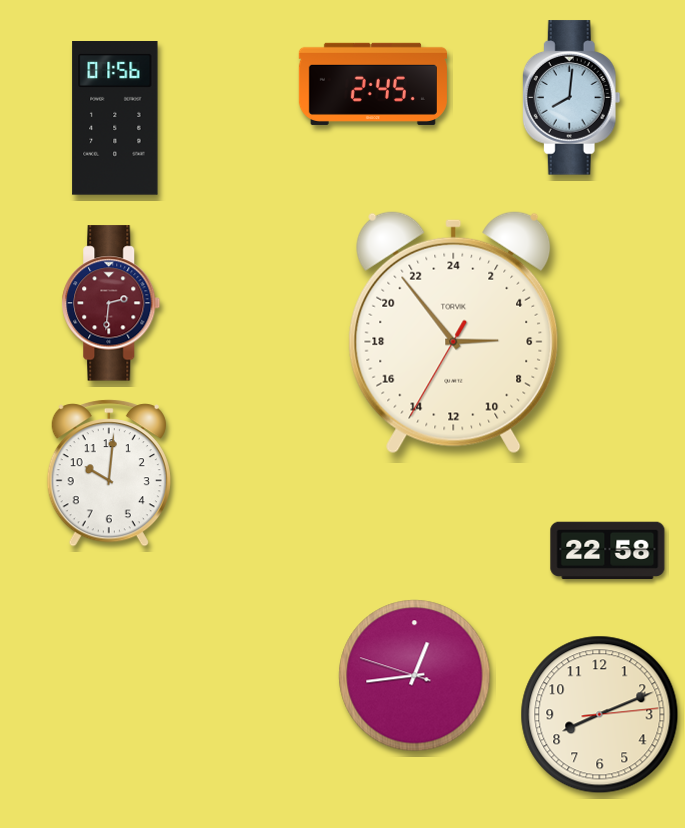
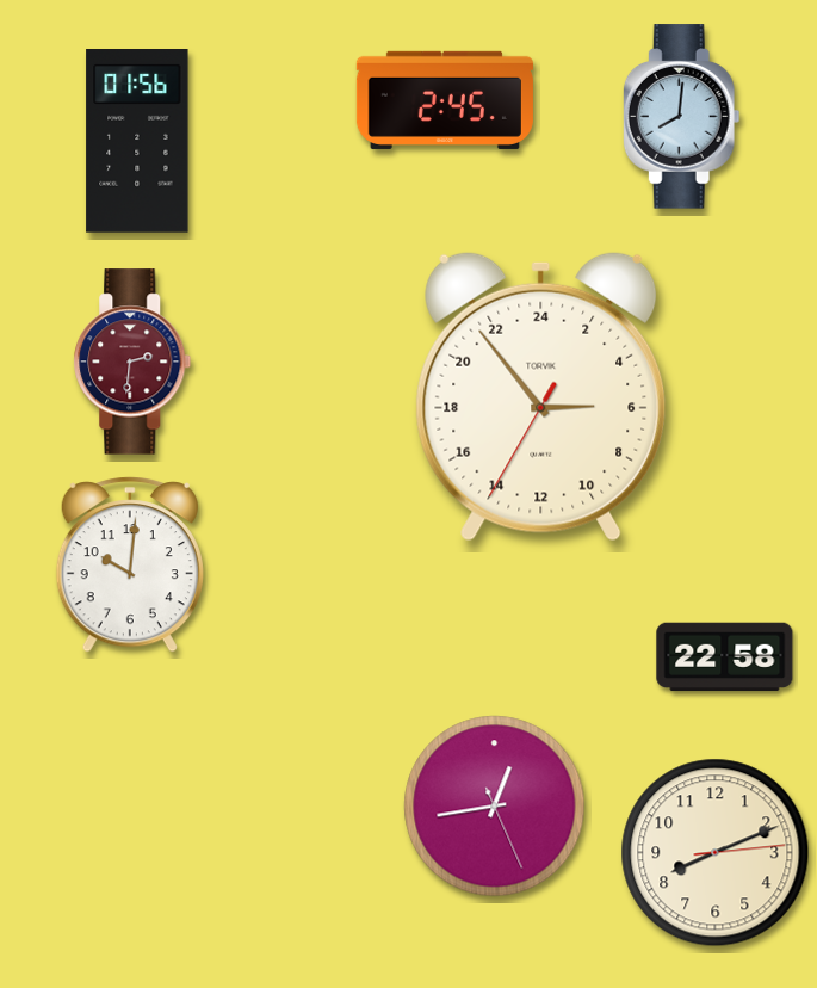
clock at (415, 676): 12:43:48 -> 12:43:26
